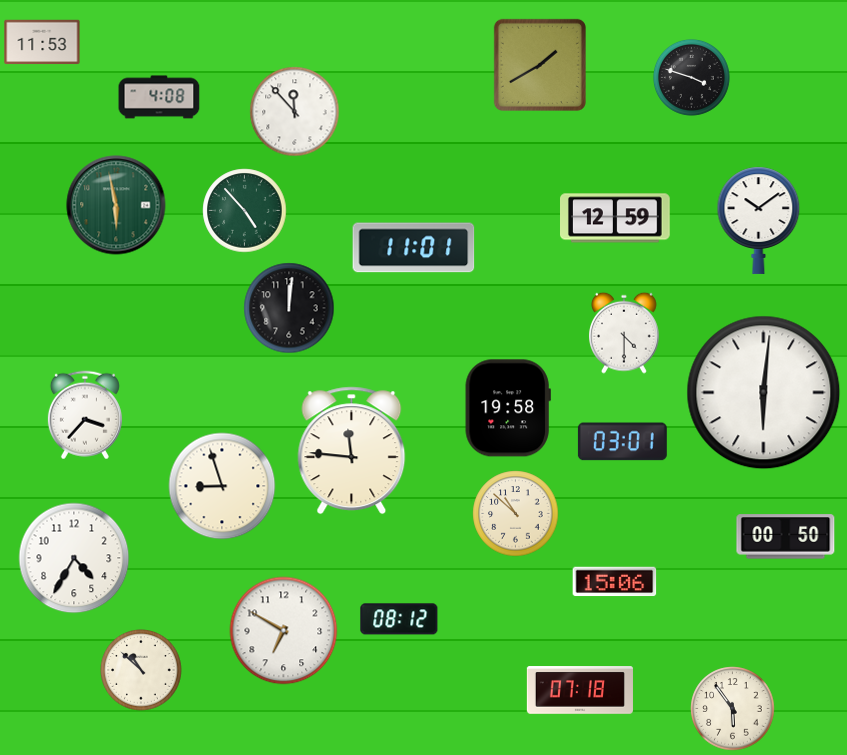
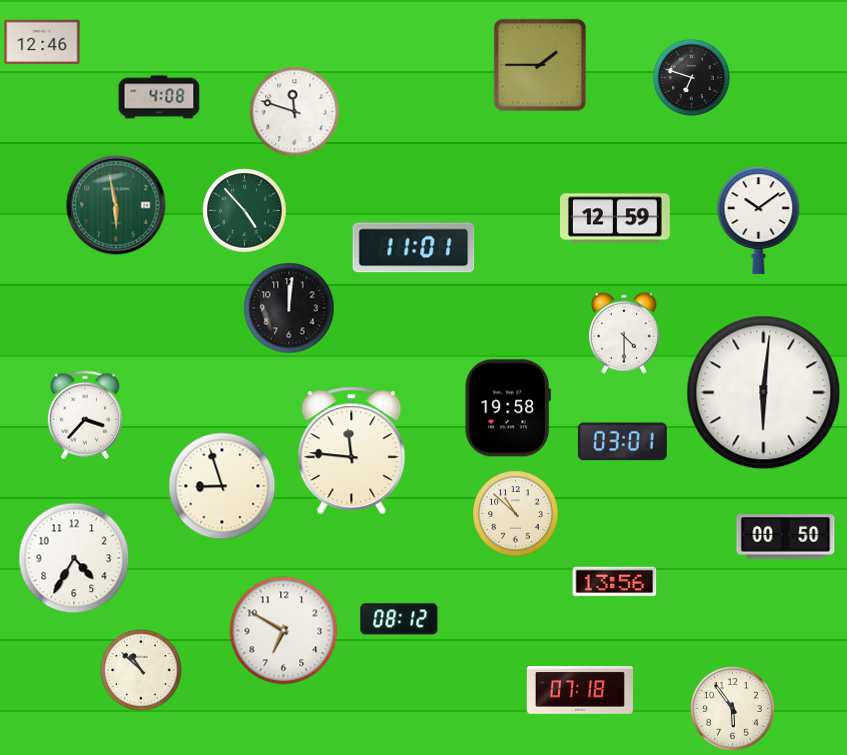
clock at (42, 42): 11:53 -> 12:46
clock at (540, 65): 1:40 -> 1:45
clock at (691, 77): 3:48 -> 6:48
clock at (295, 112): 11:53 -> 11:48
clock at (615, 582): 15:06 -> 13:56
